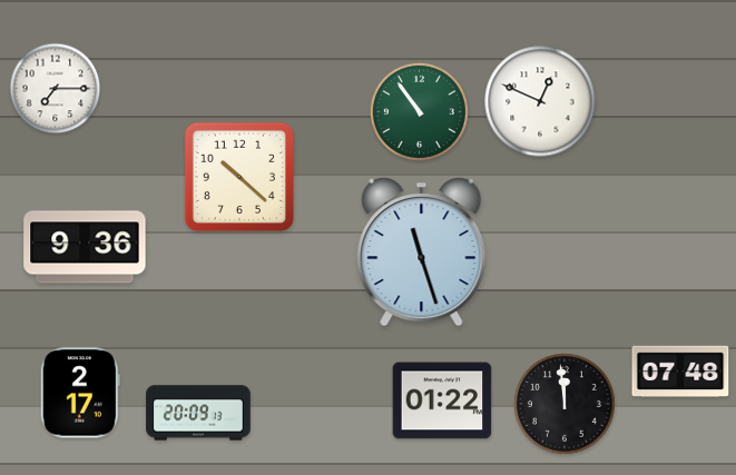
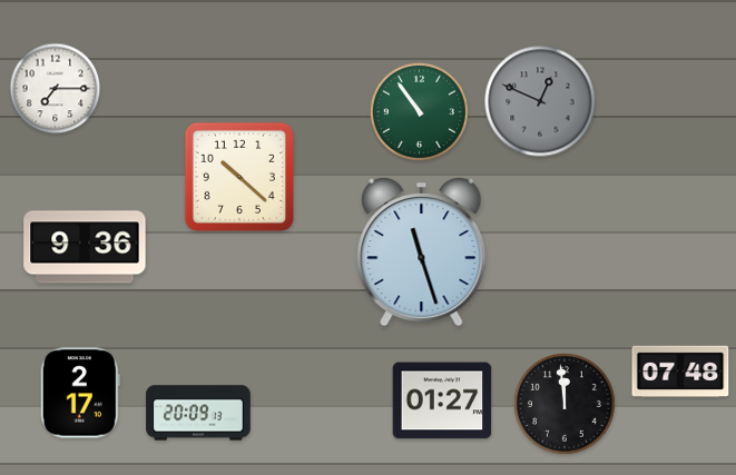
clock at (540, 101) dial: white -> grey
clock at (442, 400): 01:22 -> 01:27
